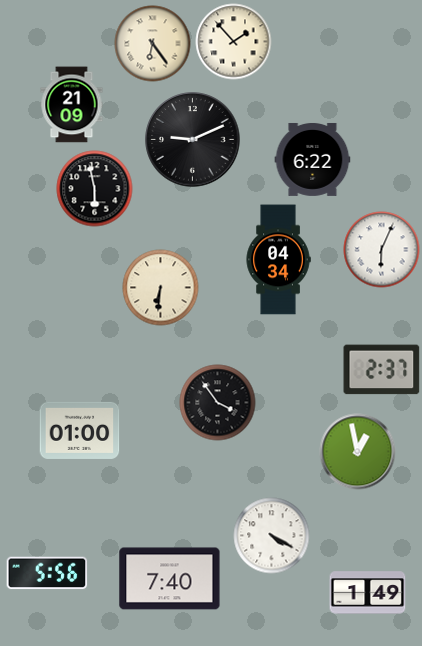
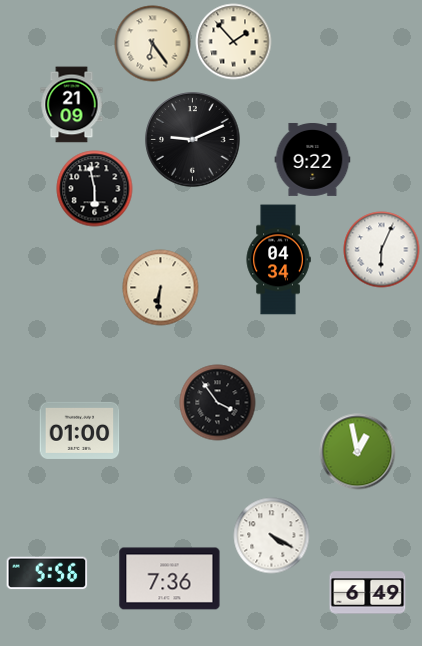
clock at (313, 159): 6:22 -> 9:22
clock at (382, 370): 2:37 -> none
clock at (170, 579): 7:40 -> 7:36
clock at (368, 593): 1:49 -> 6:49
